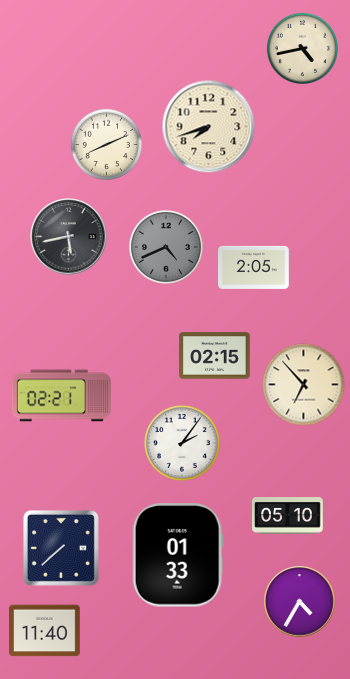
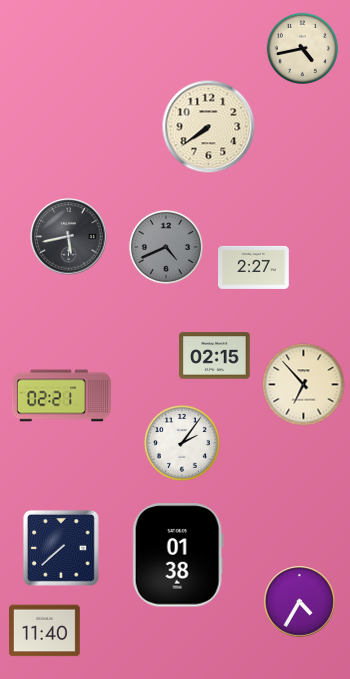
clock at (209, 127): 7:42 -> 7:39
clock at (106, 144): 8:11 -> none
clock at (254, 267): 2:05 -> 2:27
clock at (288, 516): 05:10 -> none
clock at (178, 555): 01:33 -> 01:38
